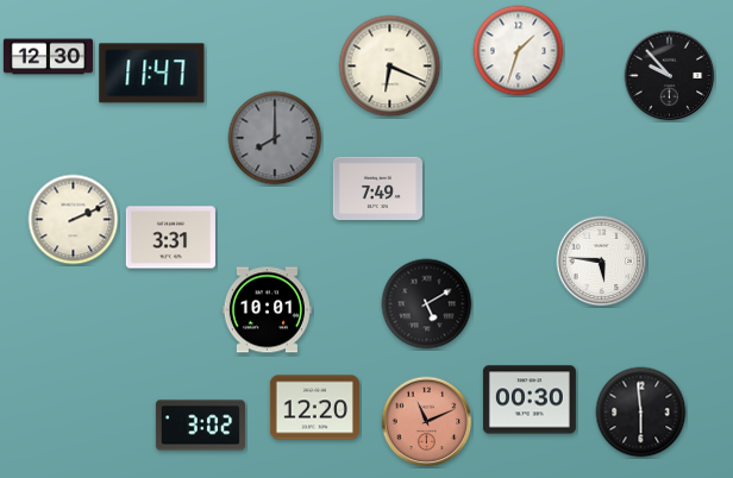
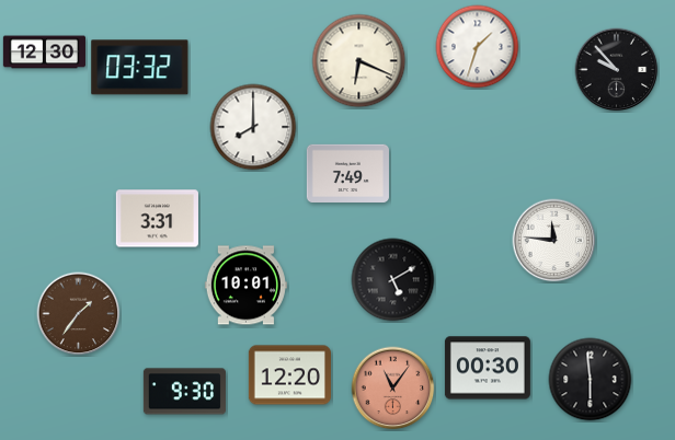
clock at (152, 74): 11:47 -> 03:32
clock at (275, 138) dial: grey -> white
clock at (74, 220): 2:11 -> none
clock at (602, 262): 5:46 -> 11:46
clock at (79, 314): none -> 1:36
clock at (427, 422): 11:11 -> 11:06
clock at (200, 426): 3:02 -> 9:30
